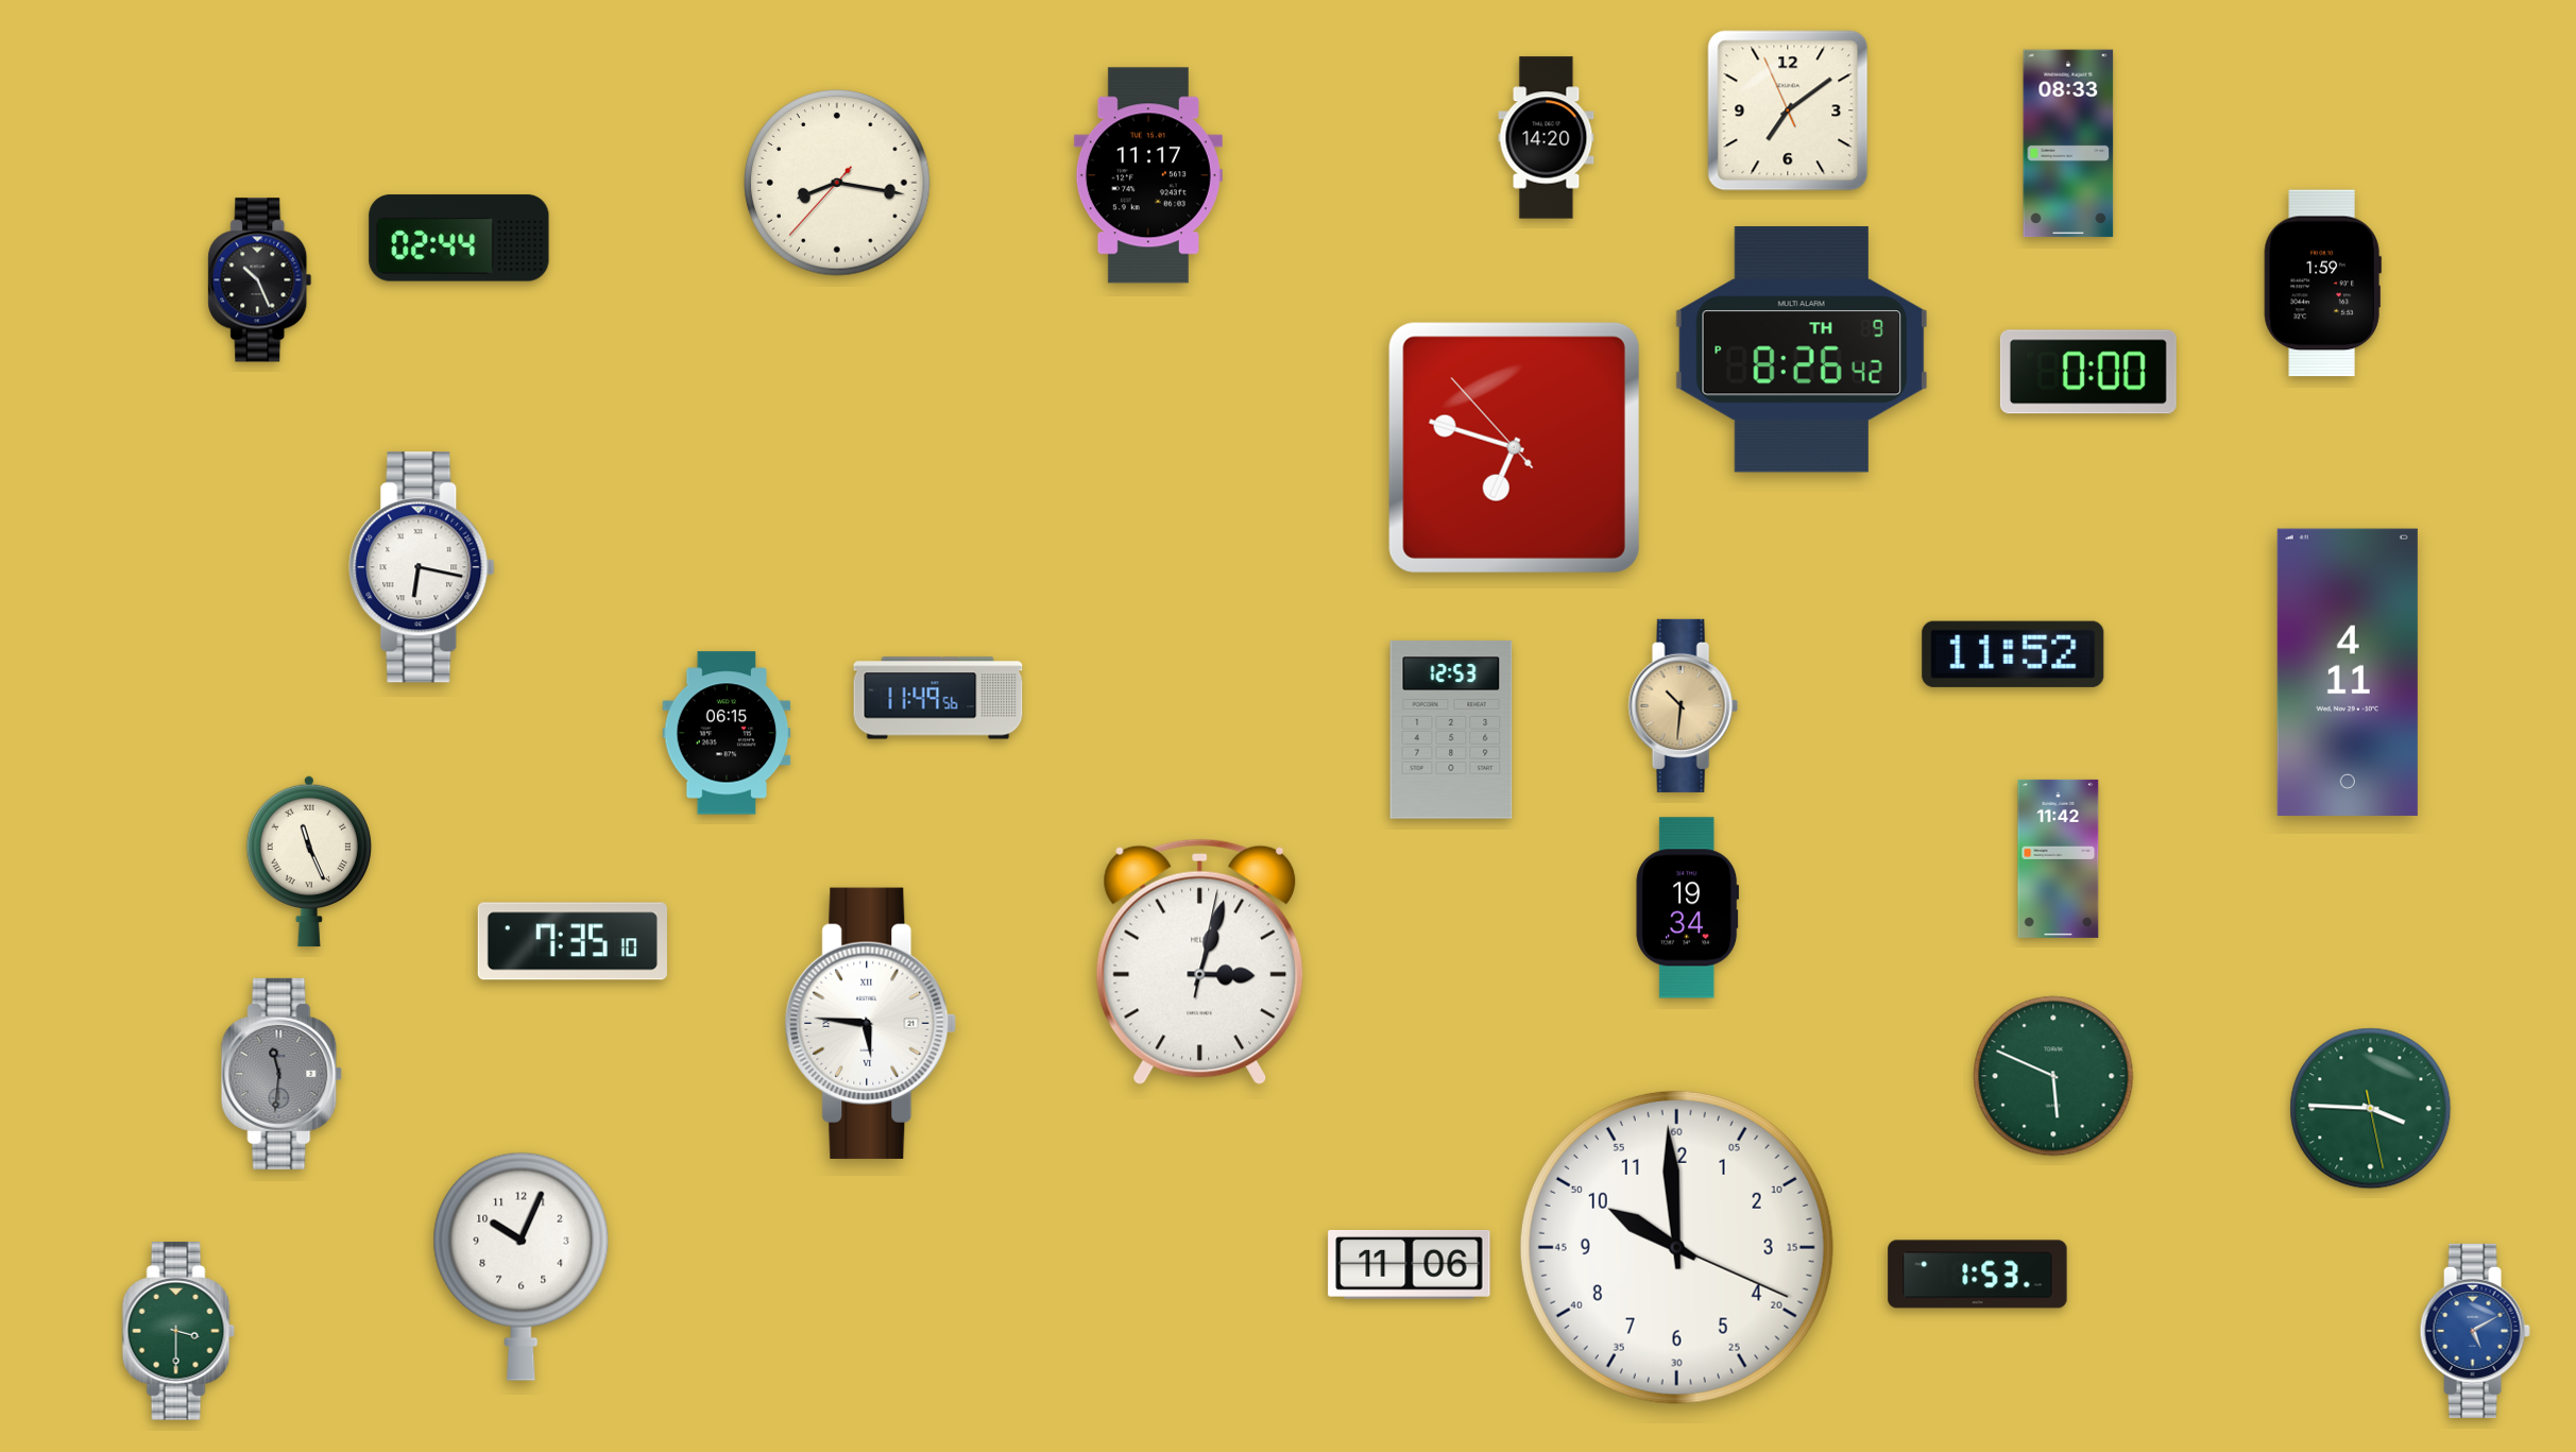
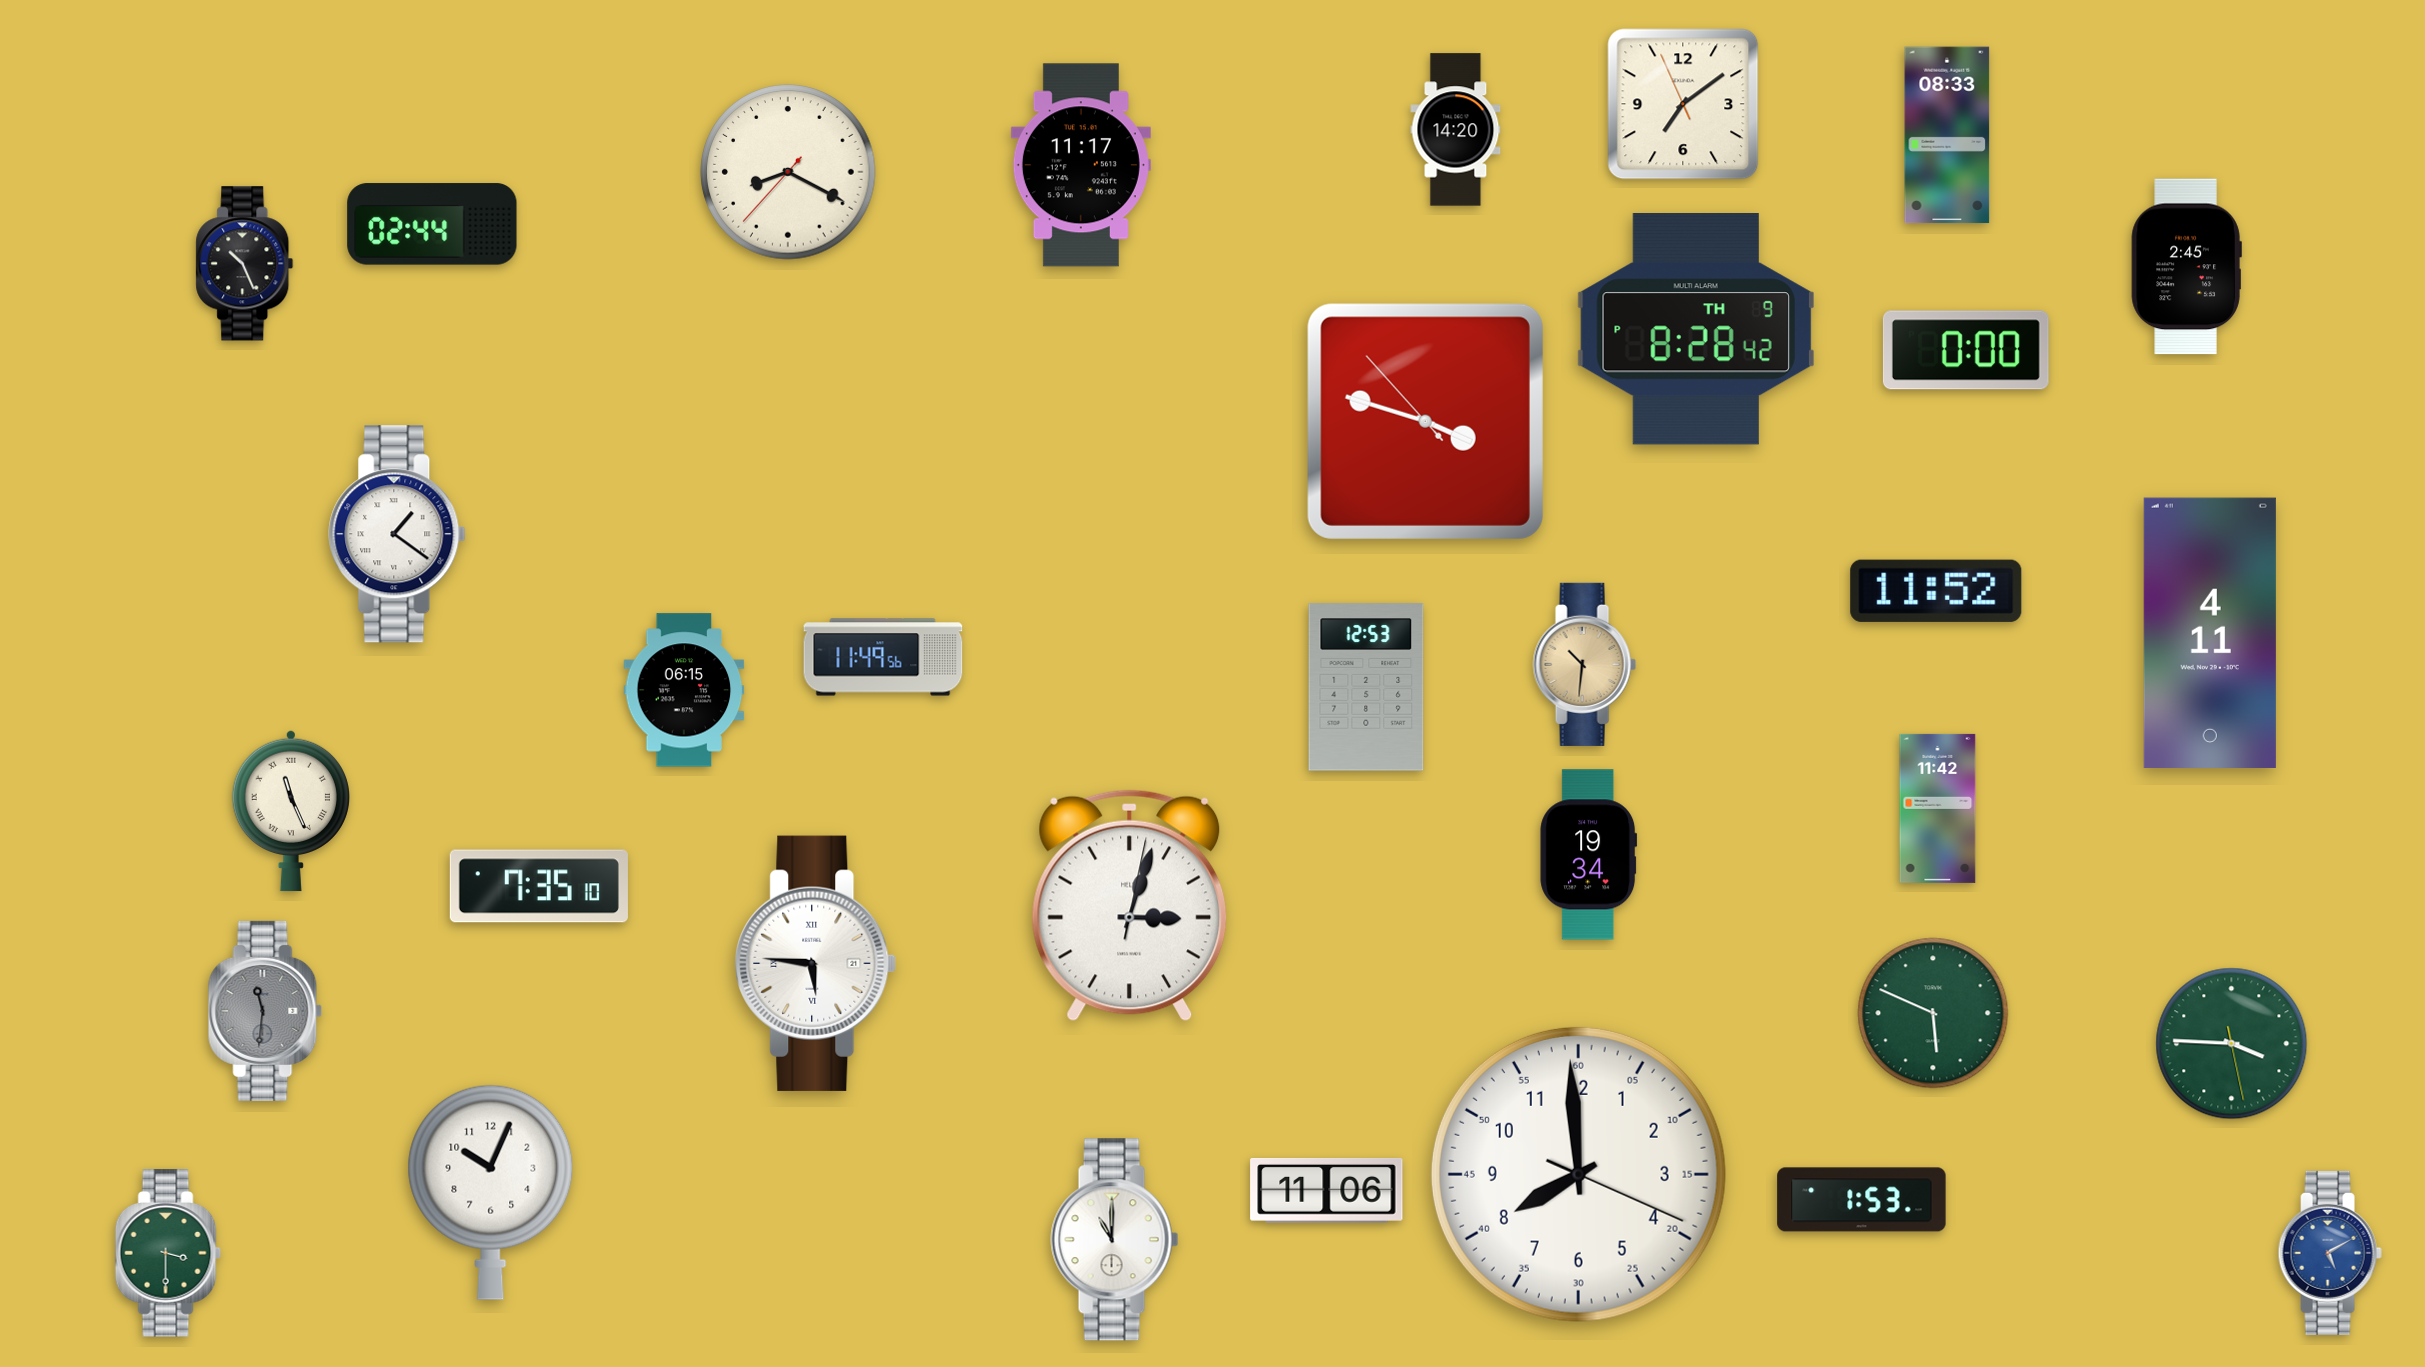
clock at (837, 183): 8:16 -> 8:19
clock at (2322, 284): 1:59 -> 2:45
clock at (1802, 349): 8:26 -> 8:28
clock at (1514, 447): 6:47 -> 3:47
clock at (422, 567): 6:17 -> 1:21
clock at (2013, 654) position: (2013, 654) -> (1936, 591)
clock at (871, 1023) position: (871, 1023) -> (816, 963)
clock at (1676, 1247): 9:59 -> 7:59
clock at (1115, 1240): none -> 11:00
